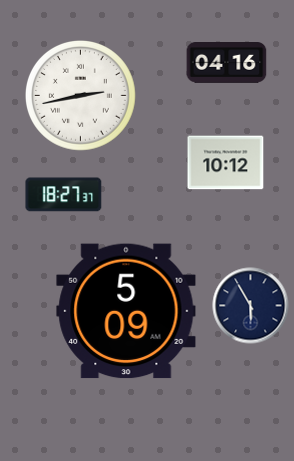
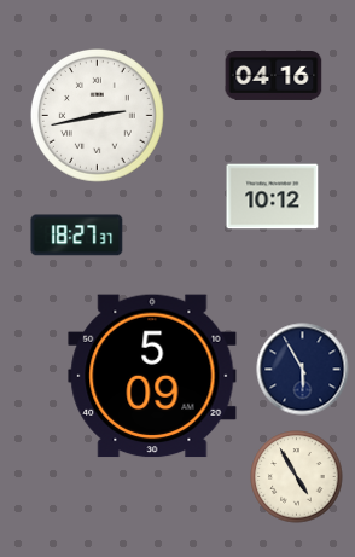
clock at (297, 477): none -> 4:55
